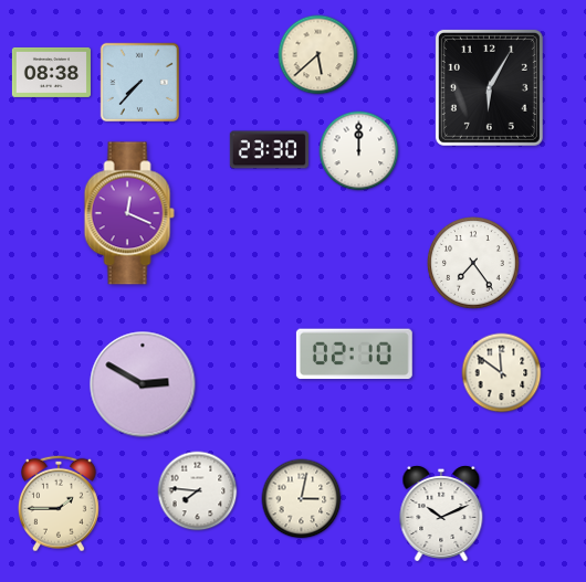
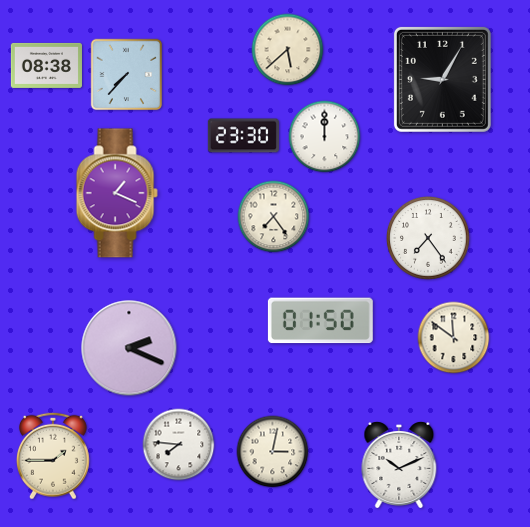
clock at (489, 87): 6:05 -> 9:05
clock at (129, 213): 12:19 -> 1:19
clock at (274, 217): none -> 7:24
clock at (354, 355): 02:10 -> 01:50
clock at (143, 384): 2:50 -> 2:19
